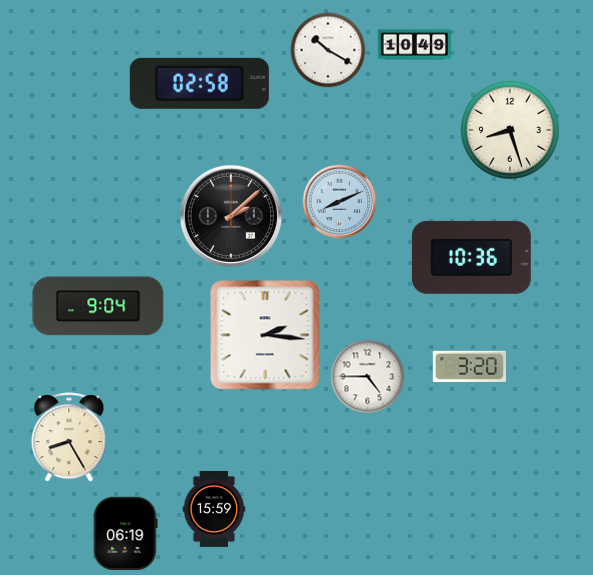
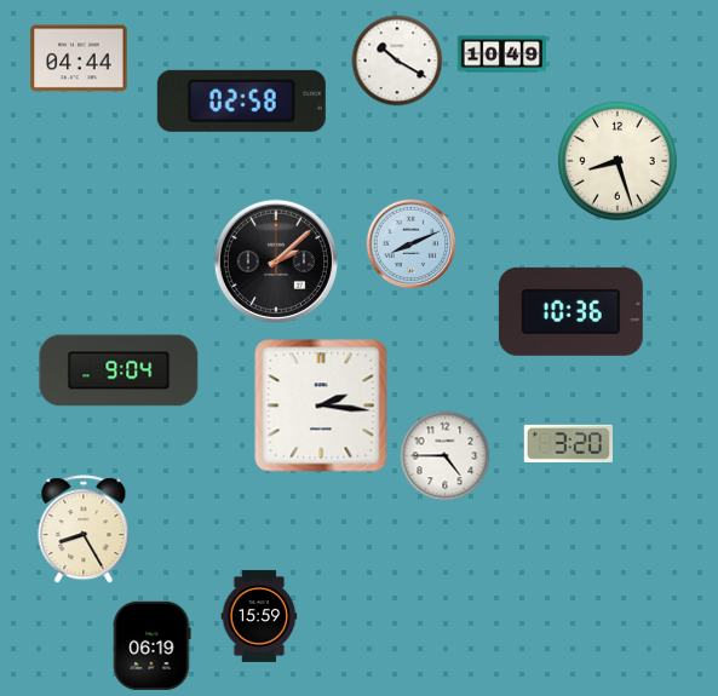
clock at (79, 58): none -> 04:44
clock at (510, 130) position: (510, 130) -> (618, 161)
clock at (231, 216) position: (231, 216) -> (276, 261)
